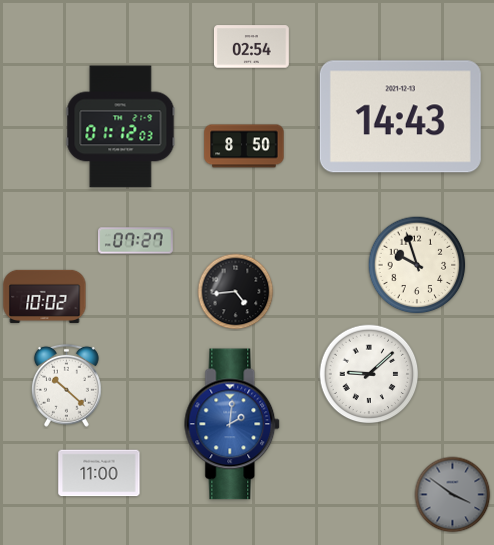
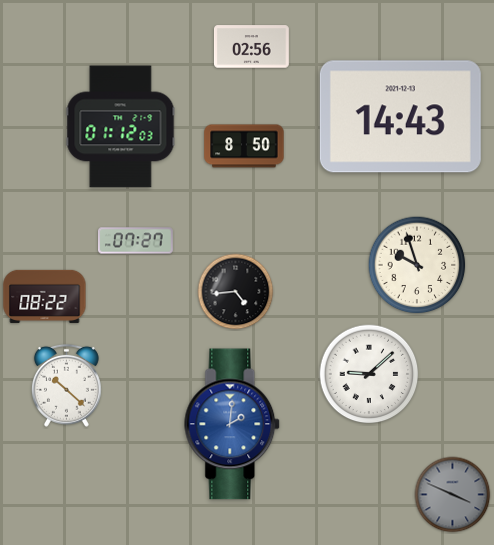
clock at (252, 47): 02:54 -> 02:56
clock at (45, 296): 10:02 -> 08:22
clock at (99, 473): 11:00 -> none
clock at (453, 495): 3:51 -> 3:49
